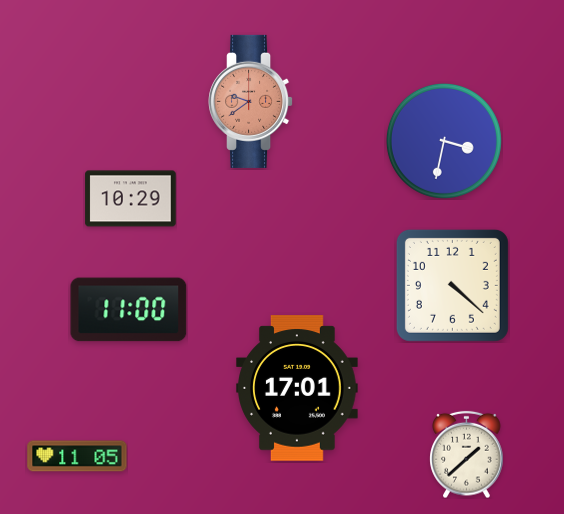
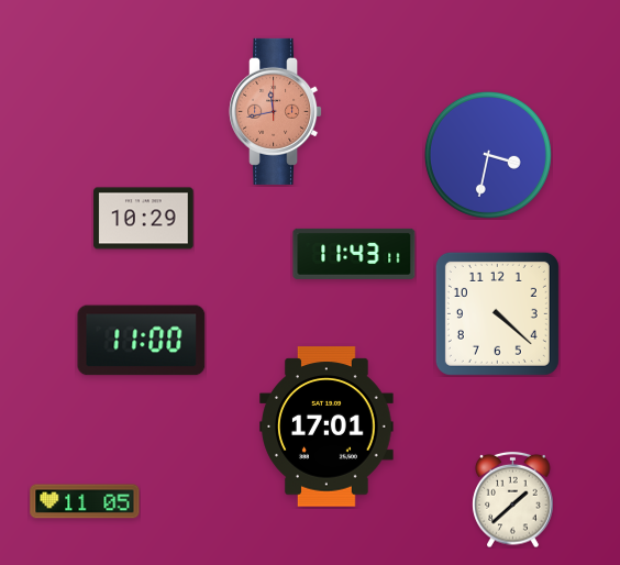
clock at (251, 101): 9:39 -> 11:43
clock at (354, 254): none -> 11:43
